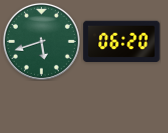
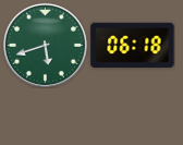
clock at (122, 41): 06:20 -> 06:18
